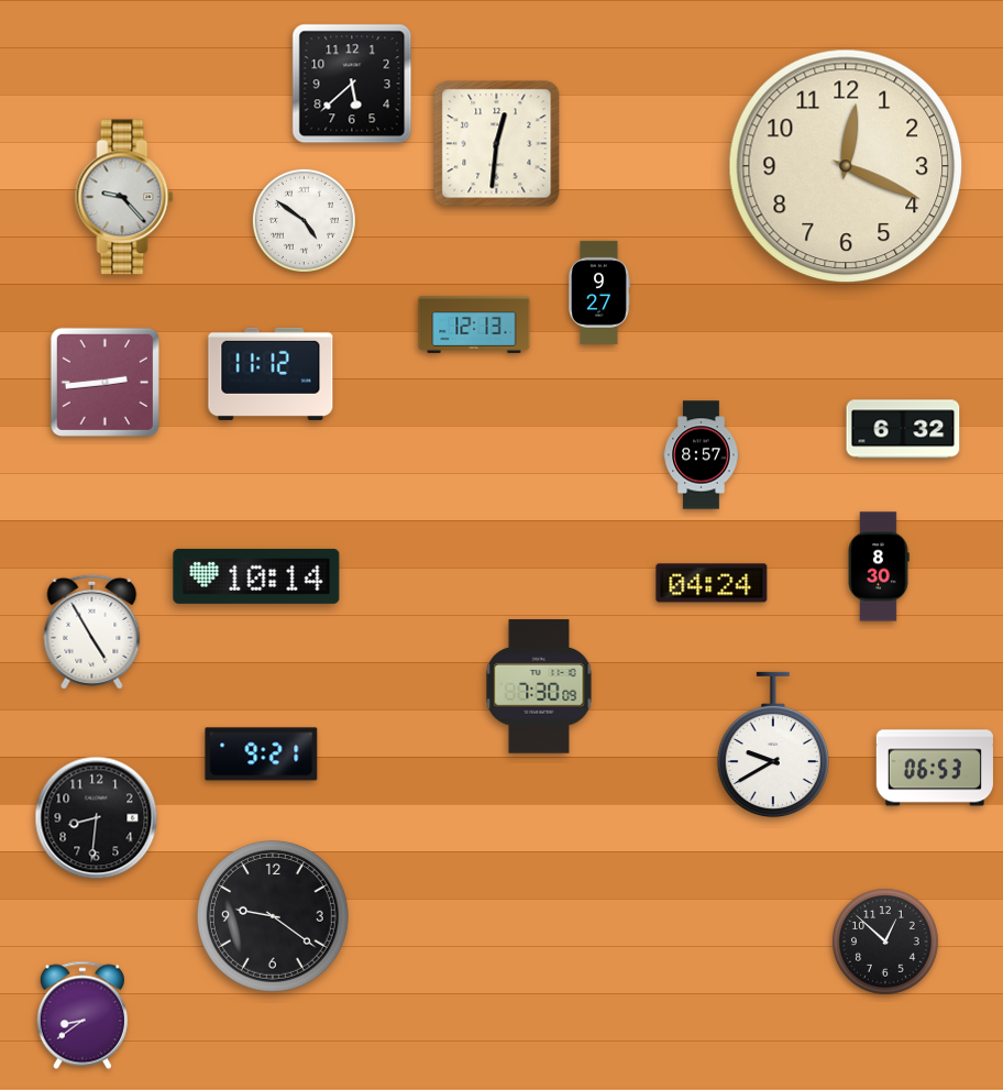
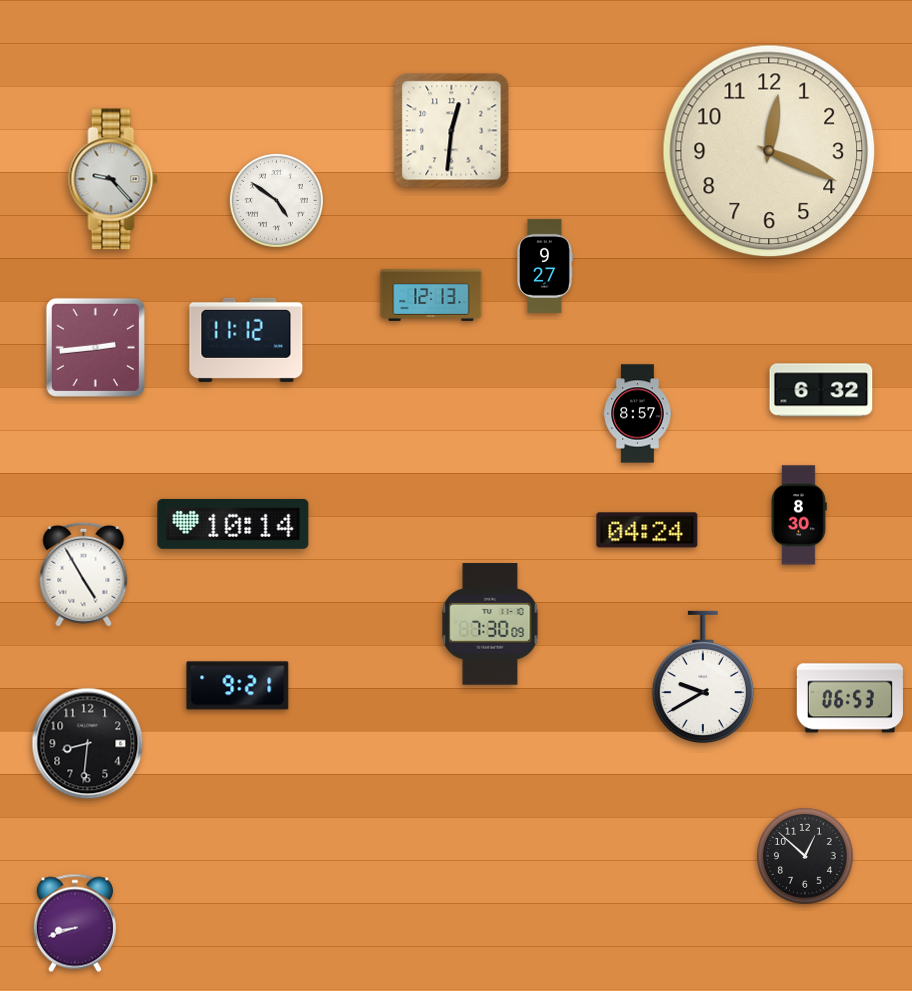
clock at (352, 84): 5:38 -> none
clock at (273, 916): 9:21 -> none
clock at (82, 1015): 8:39 -> 8:42
